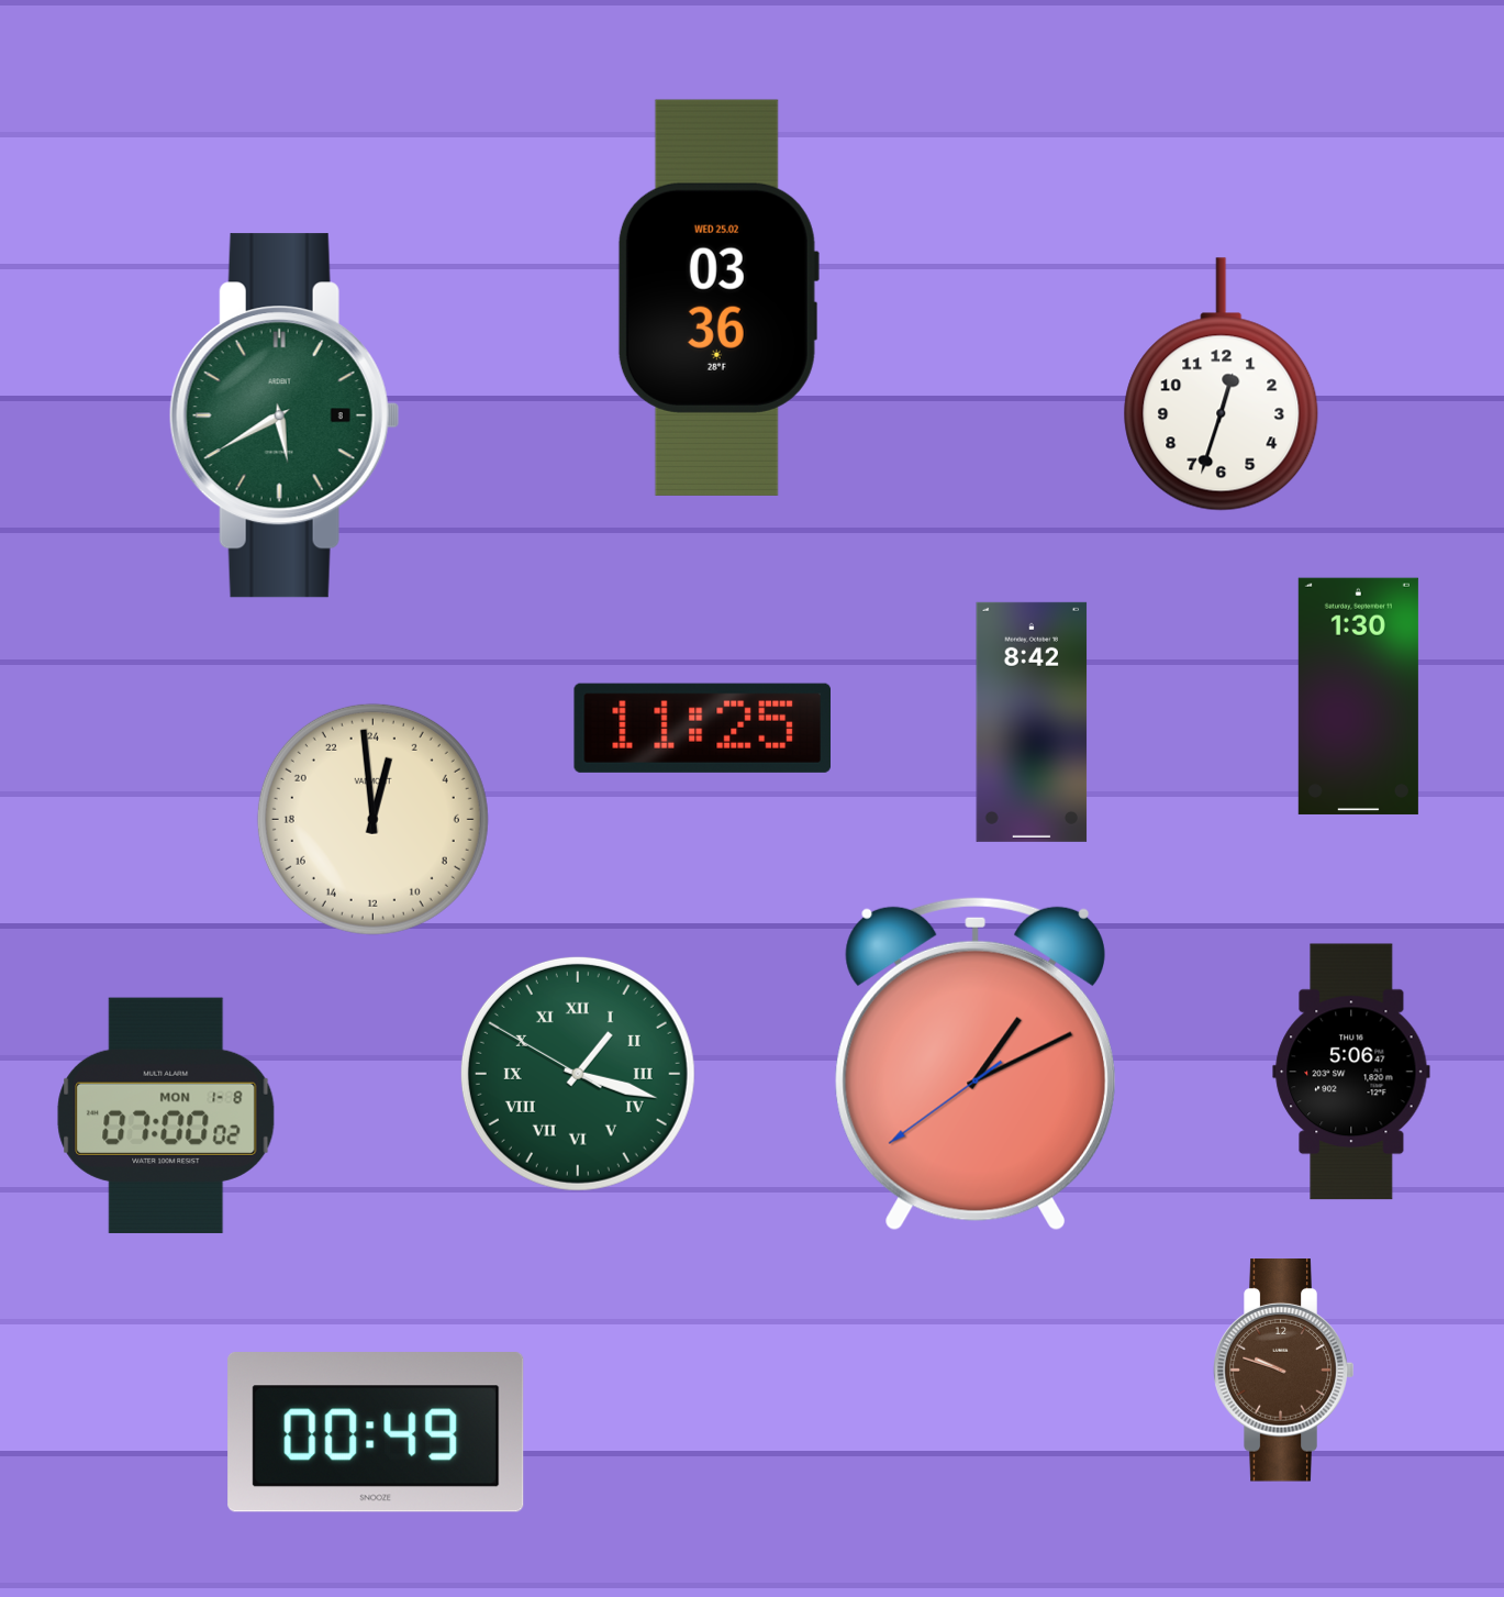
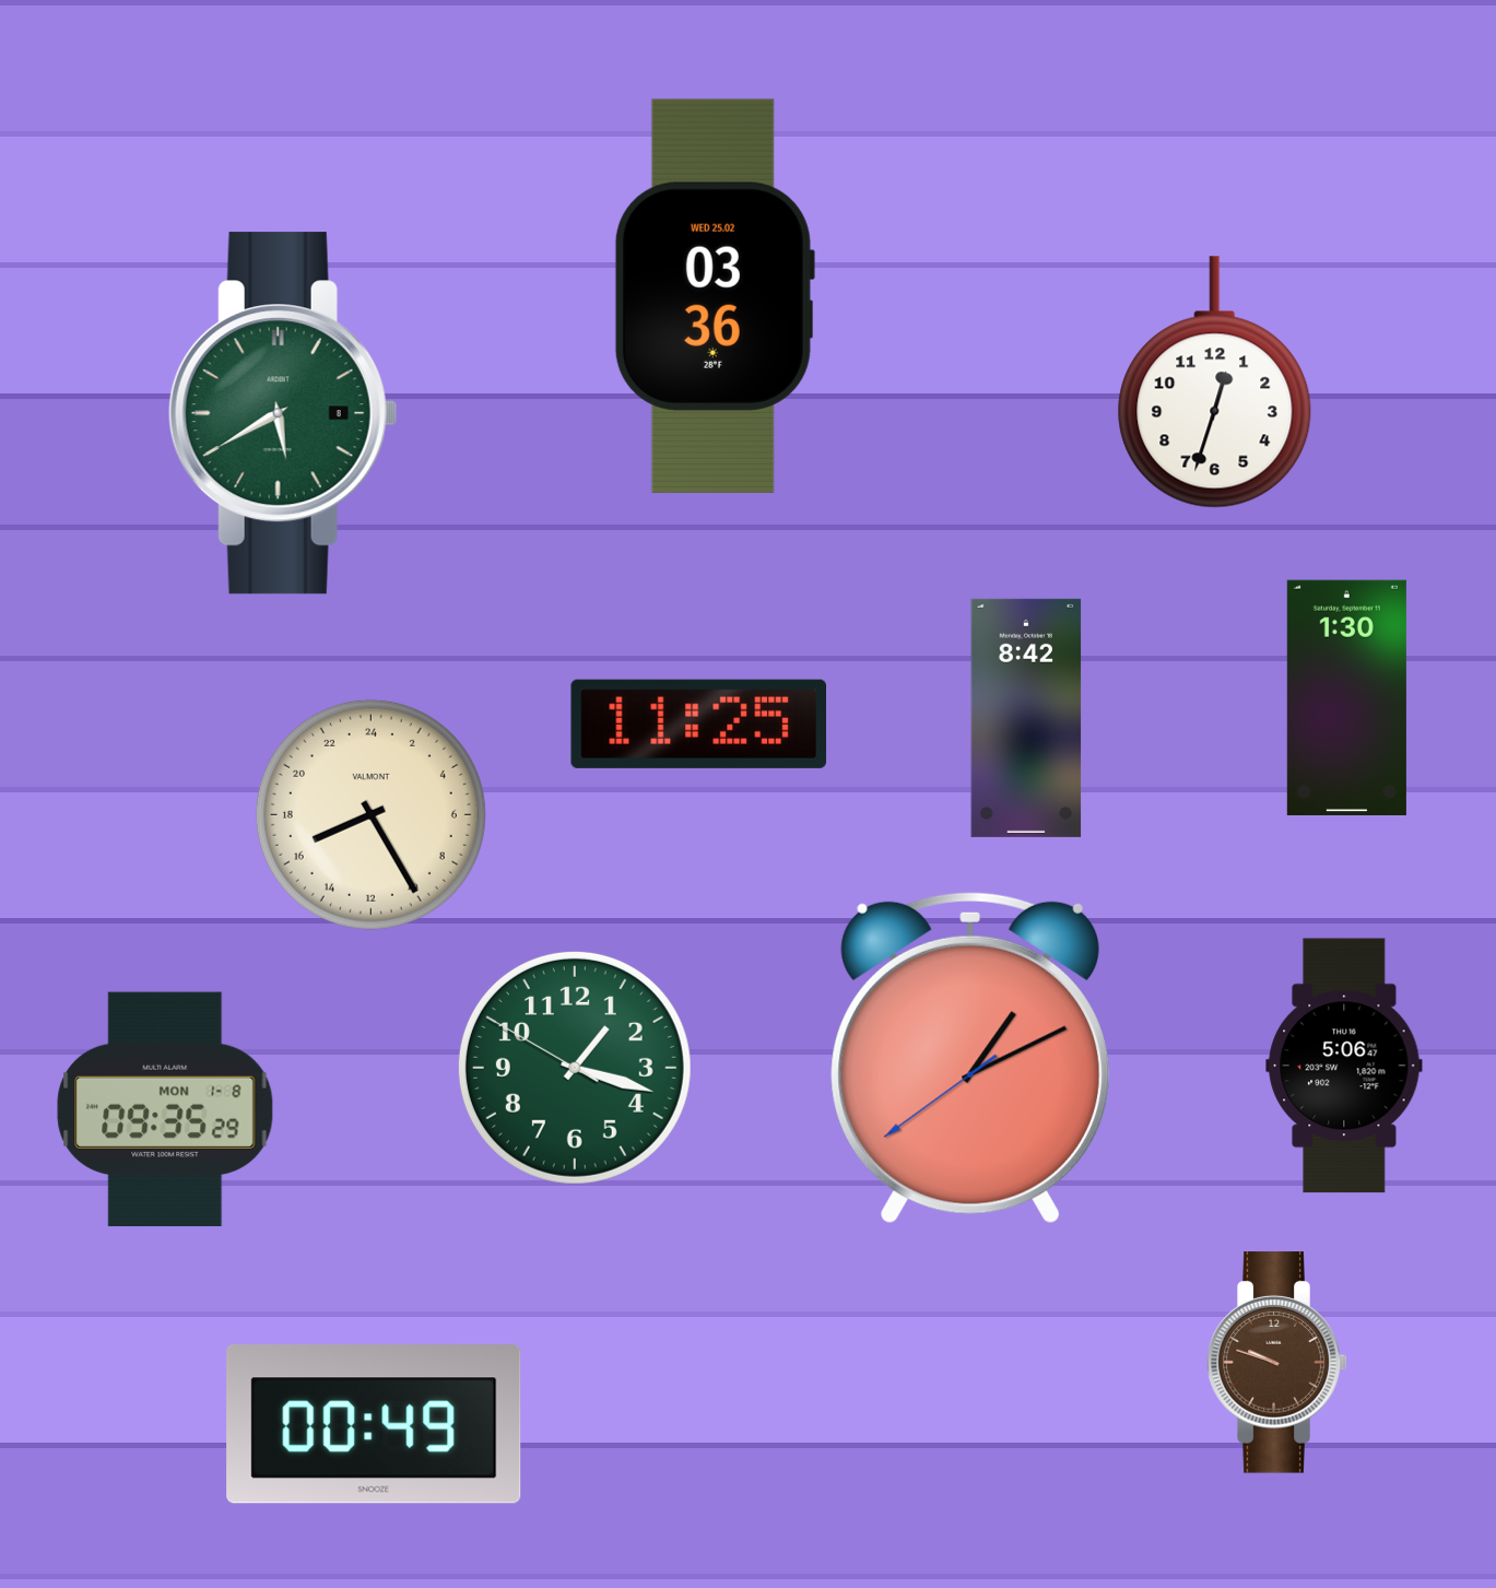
clock at (1358, 696) position: (1358, 696) -> (1346, 697)
clock at (372, 819): 0:59 -> 16:25
clock at (578, 1074) numerals: Roman -> Arabic
clock at (166, 1116): 07:00 -> 09:35
